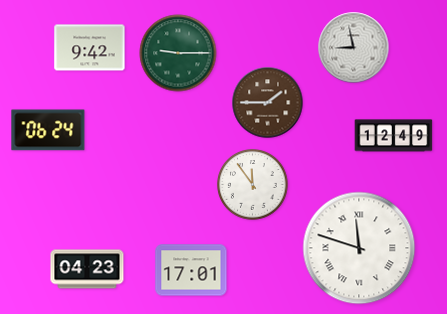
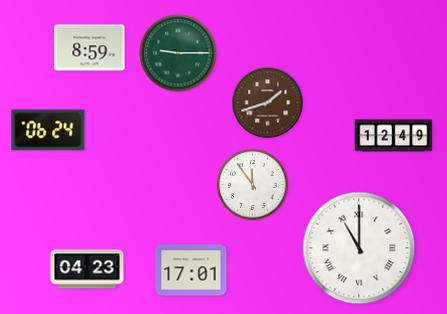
clock at (90, 48): 9:42 -> 8:59
clock at (354, 48): 8:58 -> none
clock at (268, 103): 1:45 -> 1:42
clock at (359, 248): 11:48 -> 11:00
